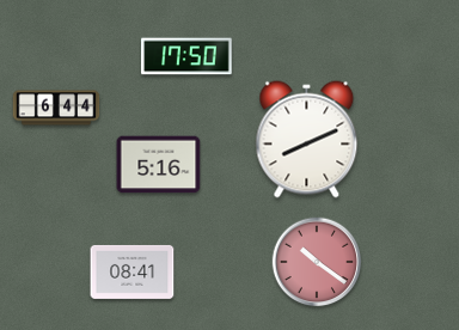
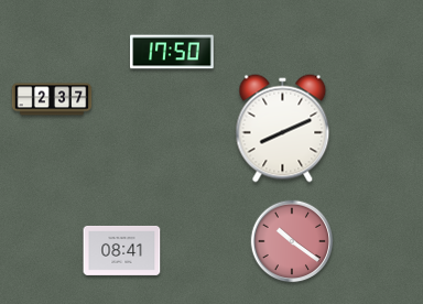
clock at (56, 108): 6:44 -> 2:37
clock at (159, 165): 5:16 -> none
